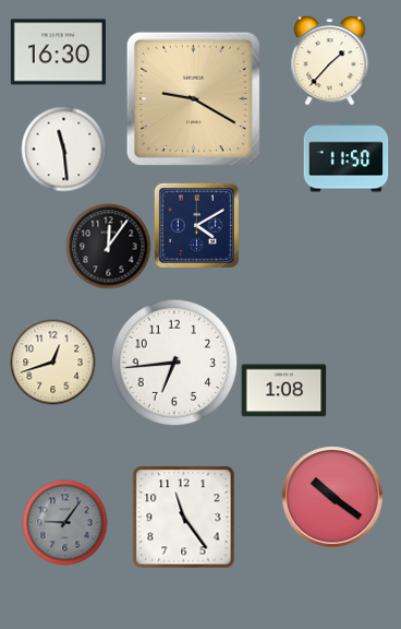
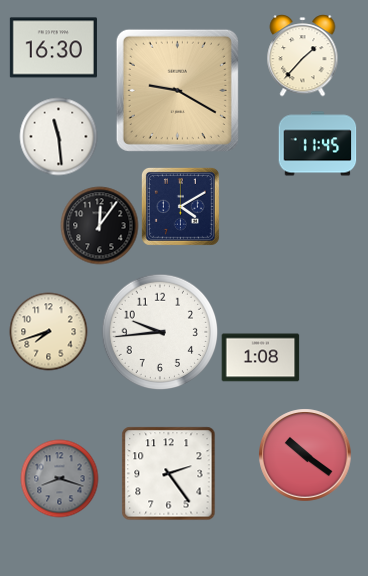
clock at (345, 157): 11:50 -> 11:45
clock at (52, 361): 12:42 -> 7:42
clock at (174, 363): 6:44 -> 9:44
clock at (183, 517): 11:24 -> 2:24
clock at (64, 522): 9:06 -> 8:18
